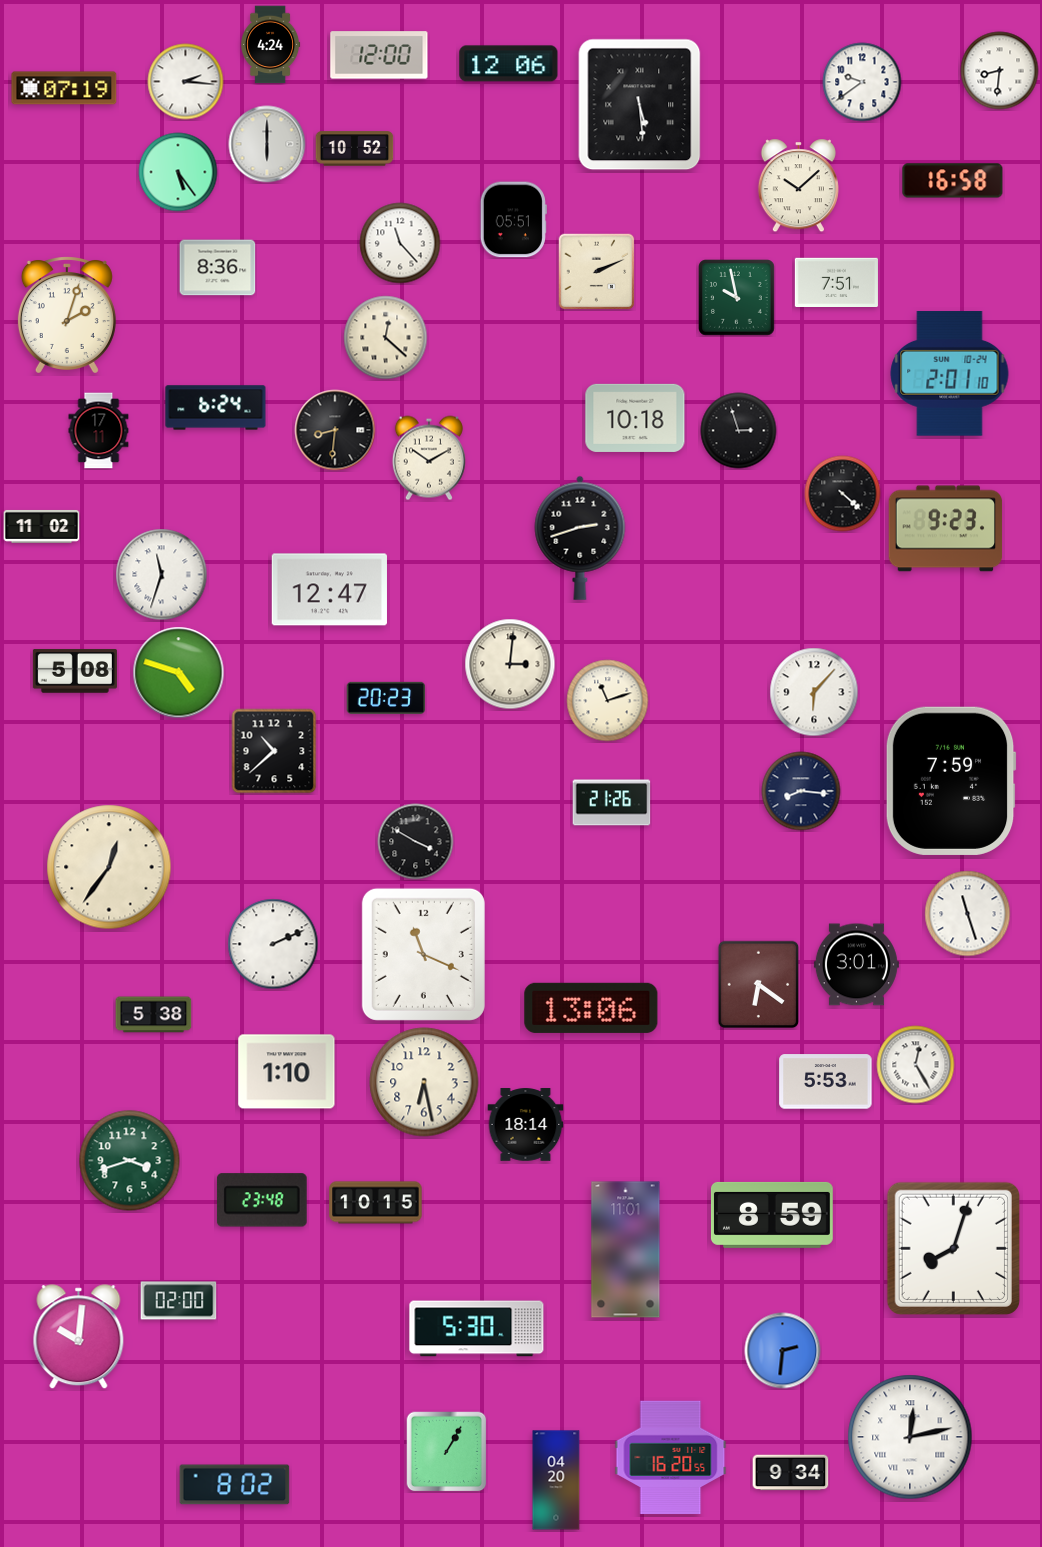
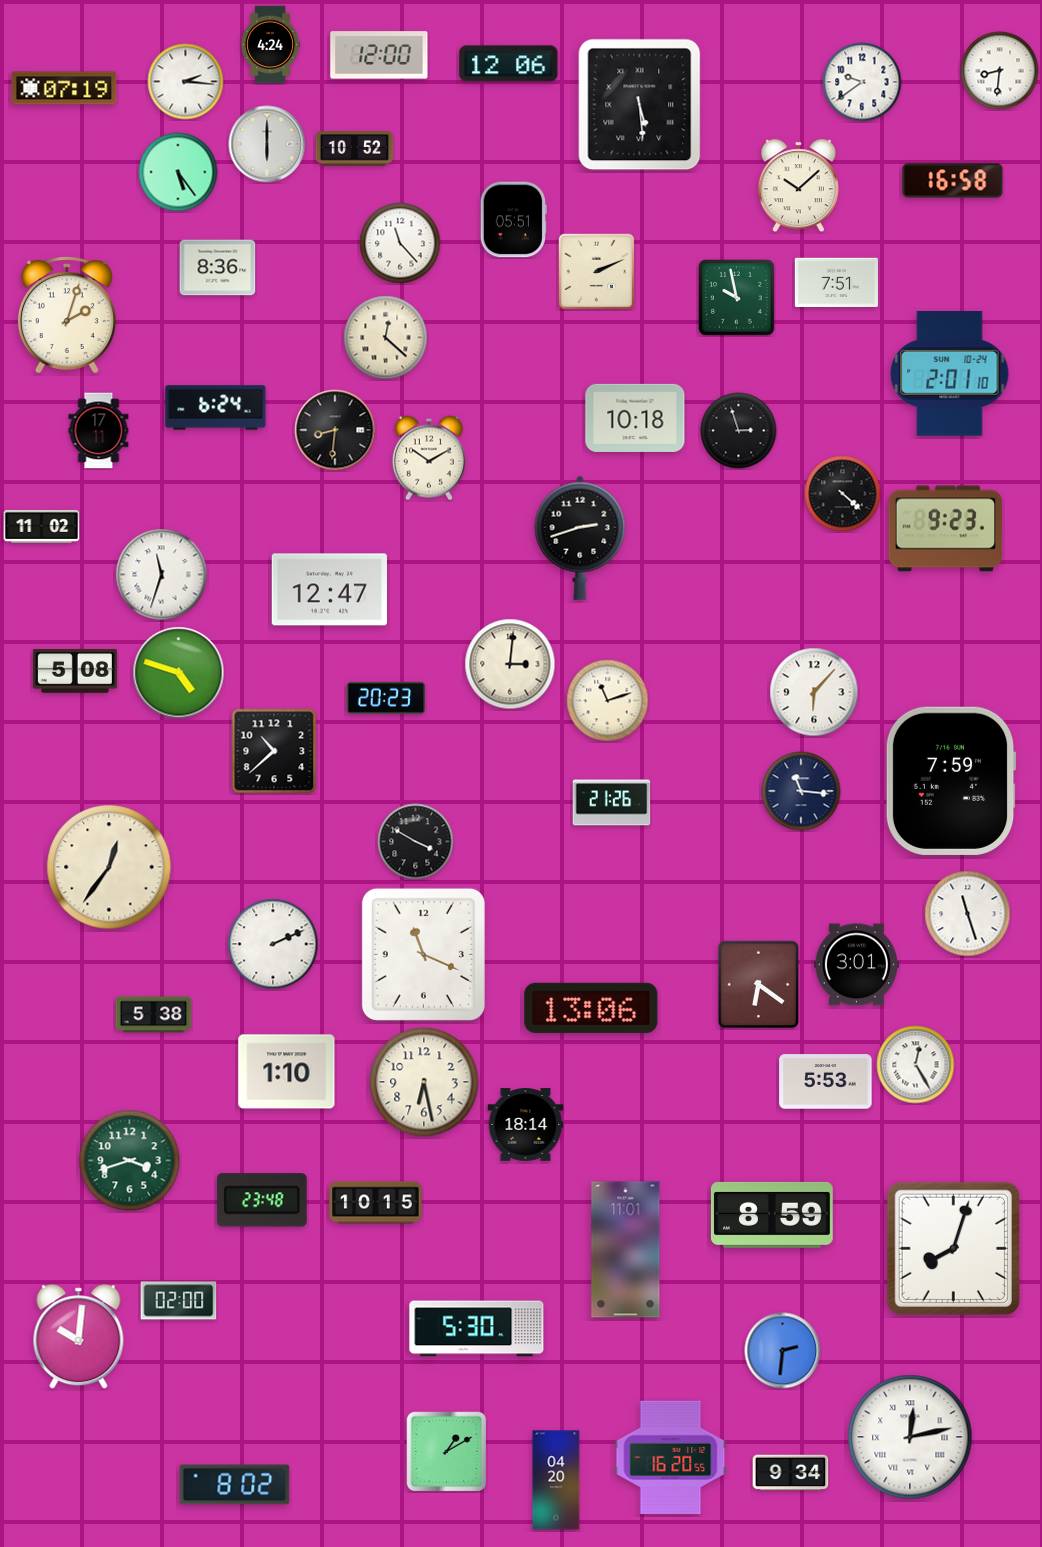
clock at (801, 791): 8:16 -> 11:16
clock at (447, 1452): 1:05 -> 1:10
